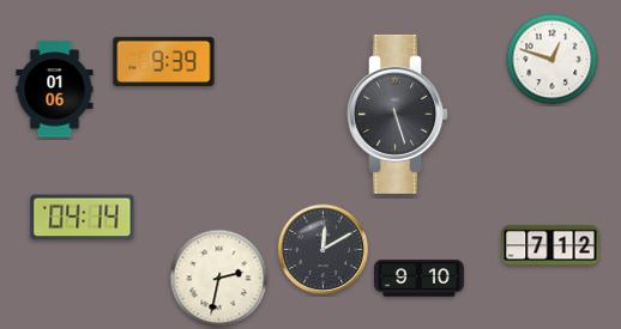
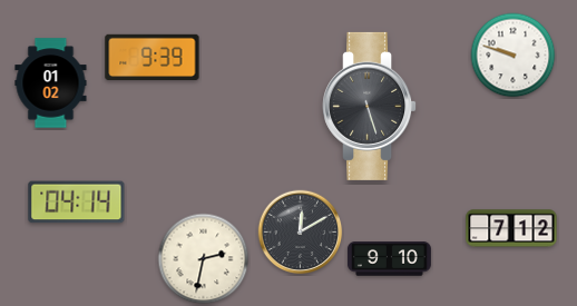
clock at (553, 60): 12:48 -> 9:48
clock at (55, 90): 01:06 -> 01:02
